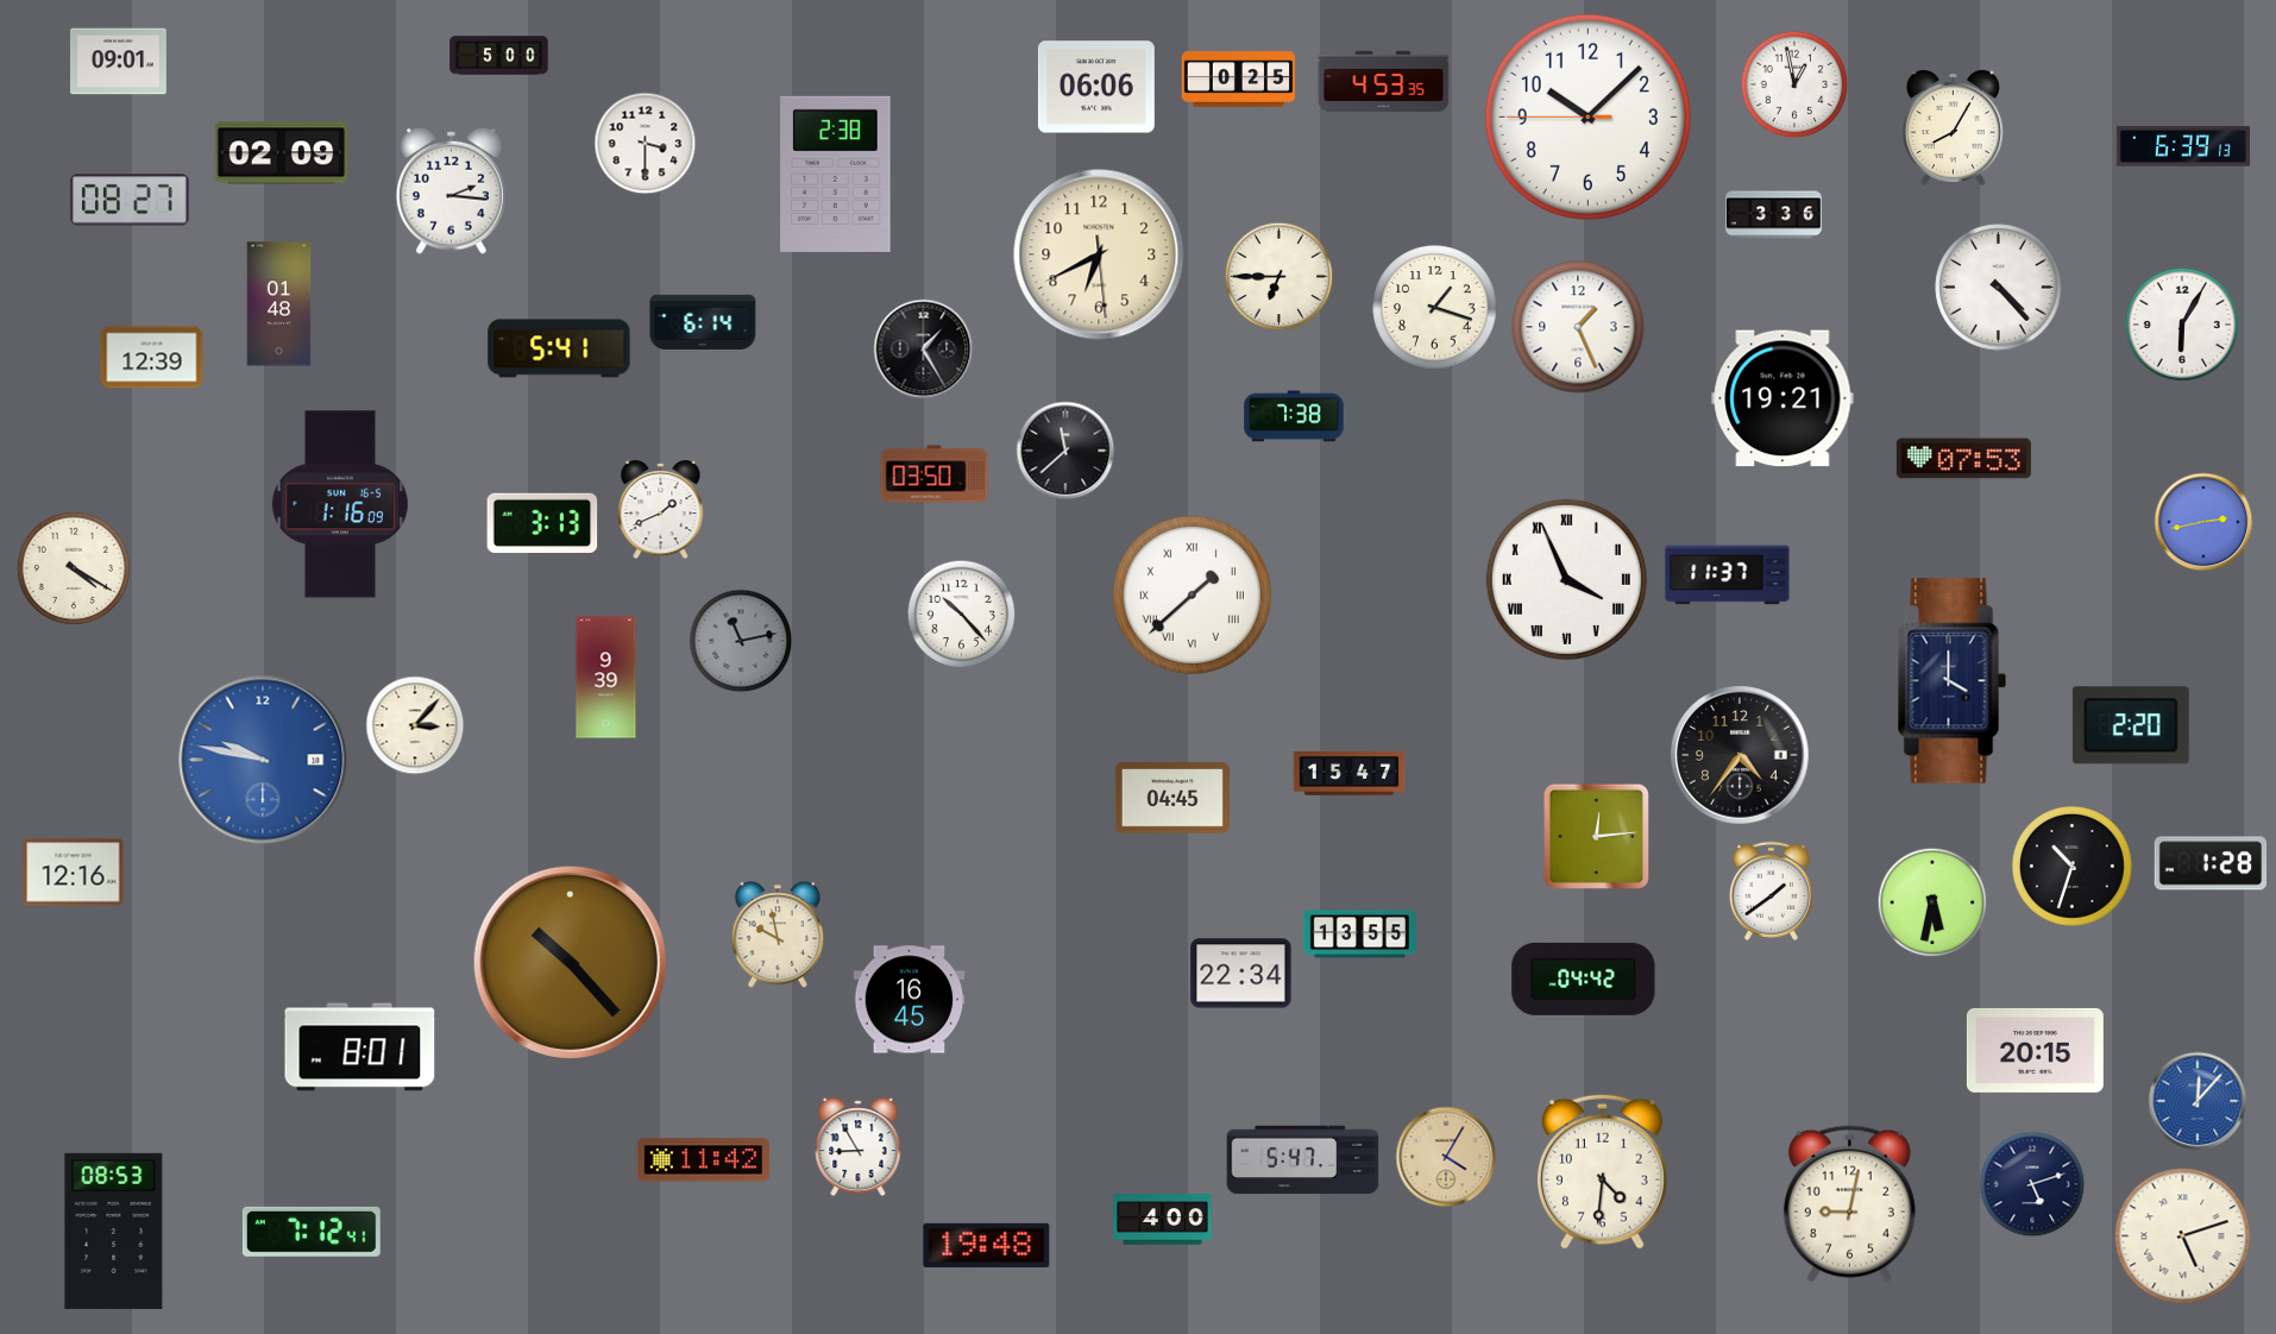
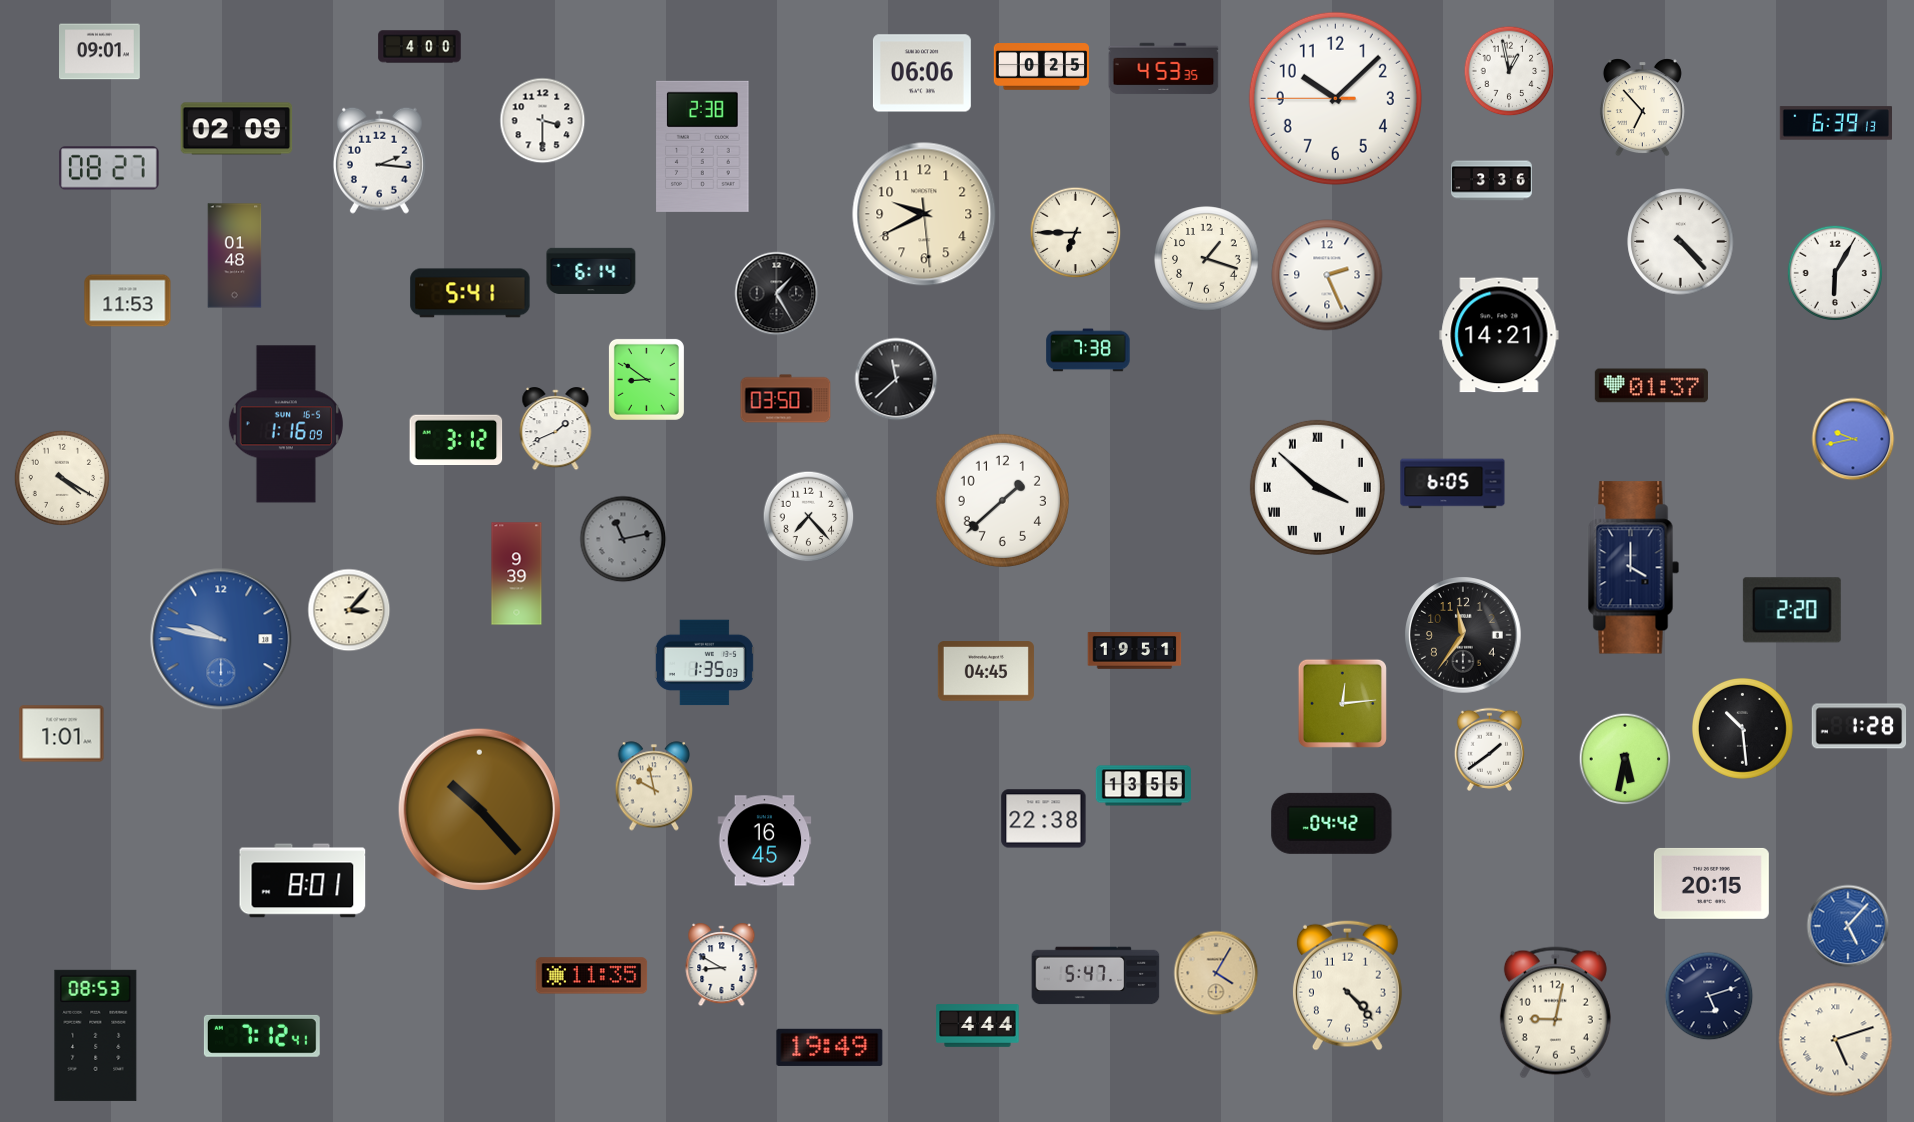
clock at (499, 56): 5:00 -> 4:00
clock at (1953, 128): 8:05 -> 6:53
clock at (1099, 254): 6:40 -> 9:40
clock at (1578, 327): 1:26 -> 2:26
clock at (152, 358): 12:39 -> 11:53
clock at (1783, 398): 19:21 -> 14:21
clock at (646, 379): none -> 8:51
clock at (1963, 459): 07:53 -> 01:37
clock at (2203, 522): 2:43 -> 9:43
clock at (542, 523): 3:13 -> 3:12
clock at (1728, 575): 11:37 -> 6:05
clock at (1566, 579): 3:56 -> 3:52
clock at (1192, 594) numerals: Roman -> Arabic
clock at (962, 615): 10:23 -> 7:23
clock at (606, 678) position: (606, 678) -> (517, 574)
clock at (1953, 681) position: (1953, 681) -> (1634, 568)
clock at (1740, 755): 4:36 -> 11:36
clock at (1350, 774): 15:47 -> 19:51
clock at (704, 663): none -> 1:35
clock at (2071, 866): 10:33 -> 10:29
clock at (74, 873): 12:16 -> 1:01
clock at (1241, 974): 22:34 -> 22:38
clock at (2198, 1101): 12:07 -> 5:07
clock at (859, 1147): 8:55 -> 8:50
clock at (704, 1160): 11:42 -> 11:35
clock at (1602, 1171): 4:31 -> 4:23
clock at (1163, 1220): 4:00 -> 4:44
clock at (987, 1245): 19:48 -> 19:49
